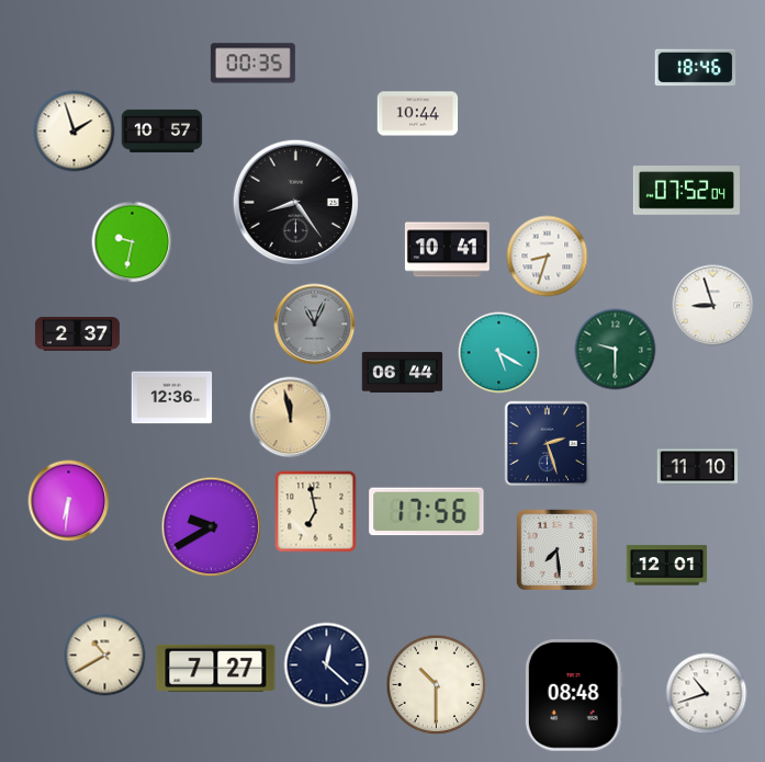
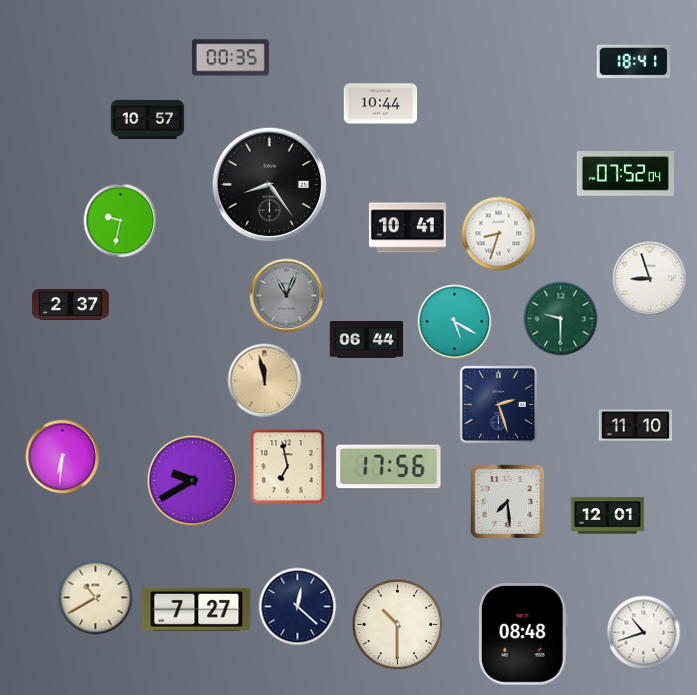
clock at (696, 68): 18:46 -> 18:41
clock at (75, 132): 1:57 -> none
clock at (172, 398): 12:36 -> none
